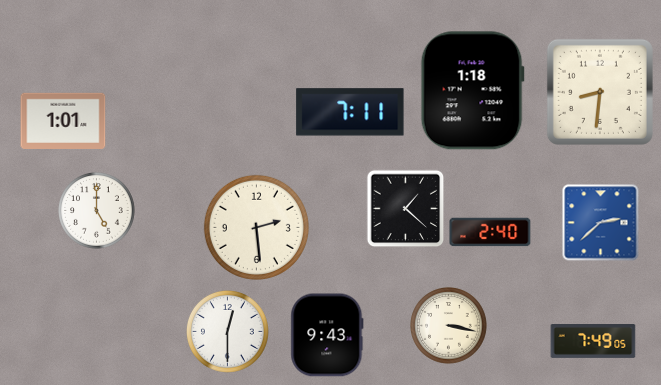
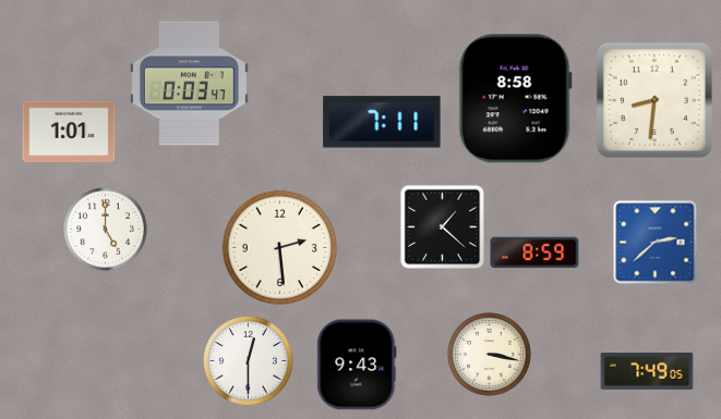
clock at (189, 84): none -> 0:03
clock at (472, 91): 1:18 -> 8:58
clock at (490, 232): 2:40 -> 8:59
